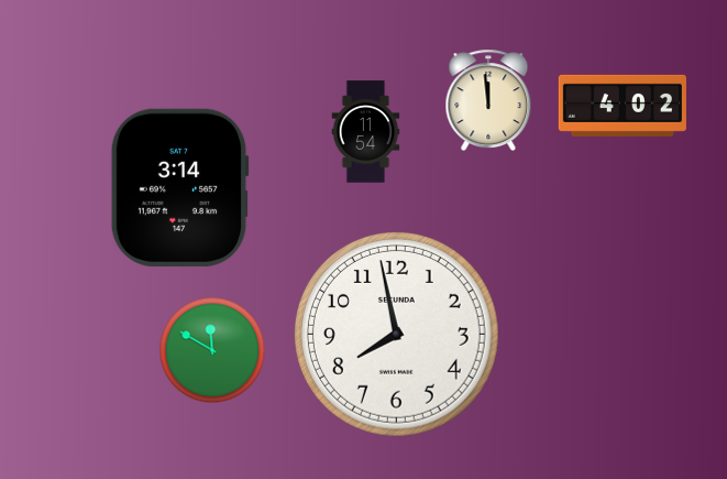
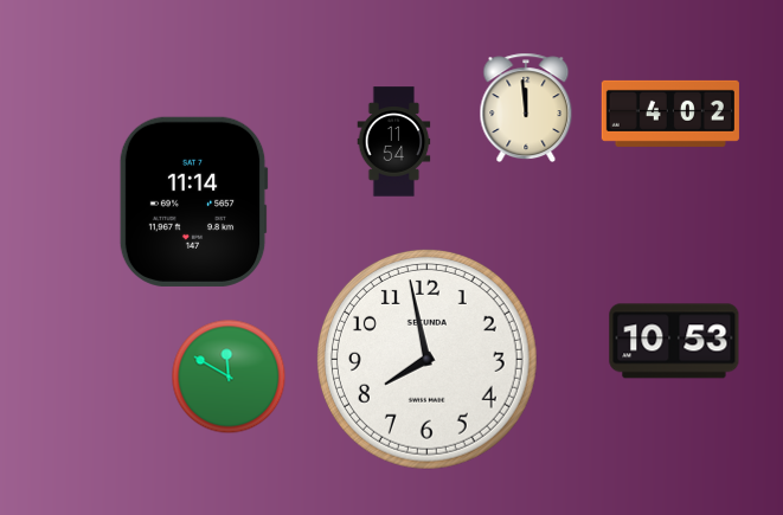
clock at (179, 187): 3:14 -> 11:14
clock at (674, 341): none -> 10:53
